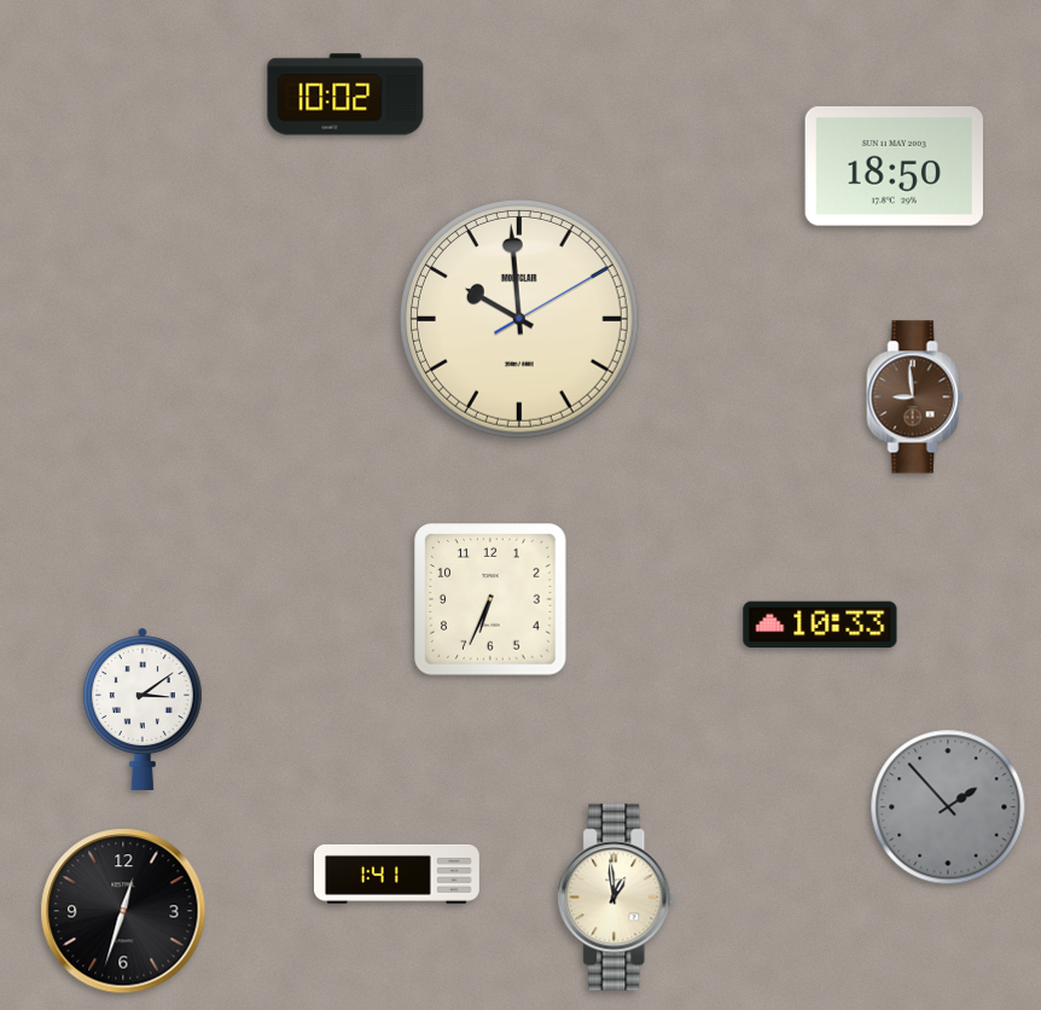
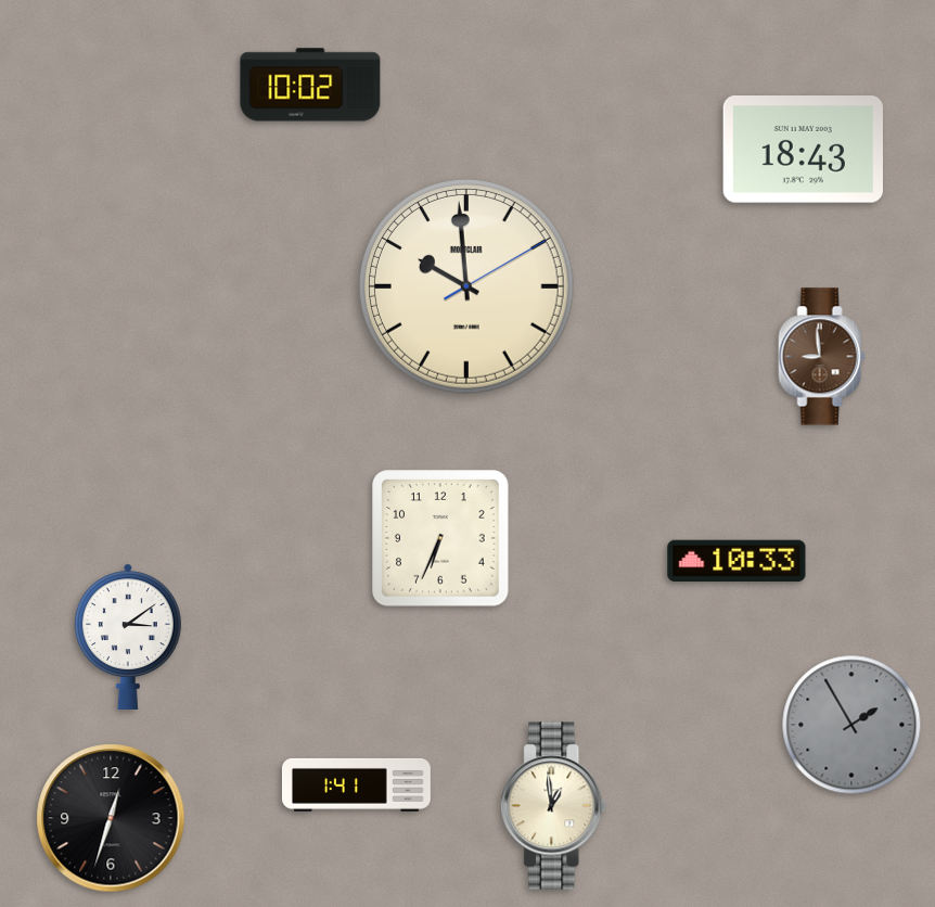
clock at (894, 167): 18:50 -> 18:43
clock at (948, 807): 1:53 -> 1:55
